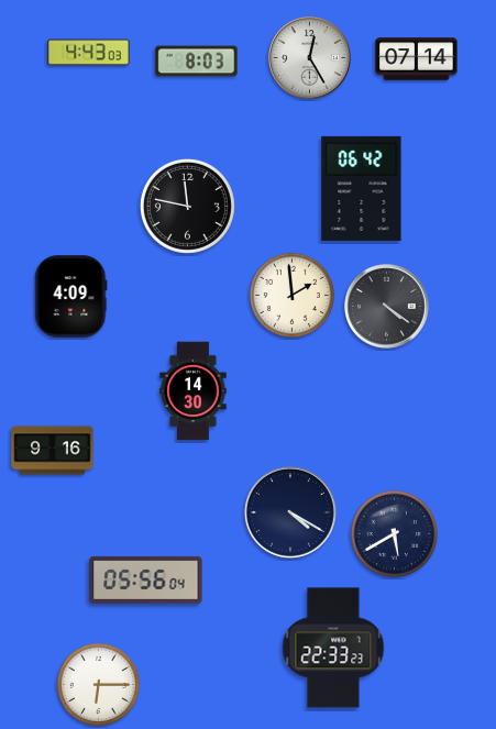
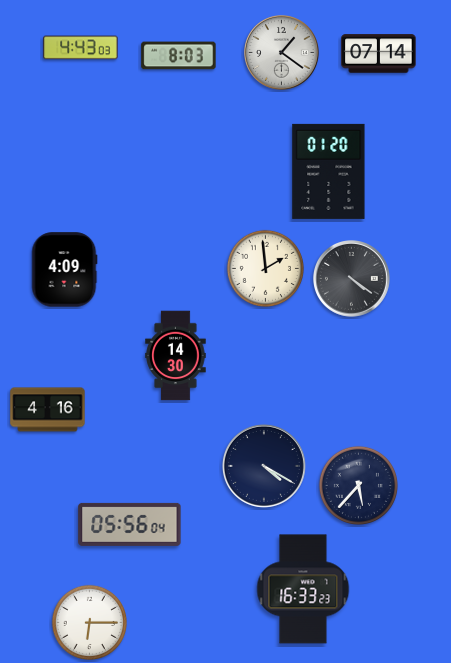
clock at (310, 58): 12:25 -> 1:21
clock at (362, 188): 06:42 -> 01:20
clock at (187, 206): 11:47 -> none
clock at (53, 451): 9:16 -> 4:16
clock at (394, 533): 5:40 -> 5:37
clock at (146, 579) position: (146, 579) -> (130, 524)
clock at (333, 648): 22:33 -> 16:33
